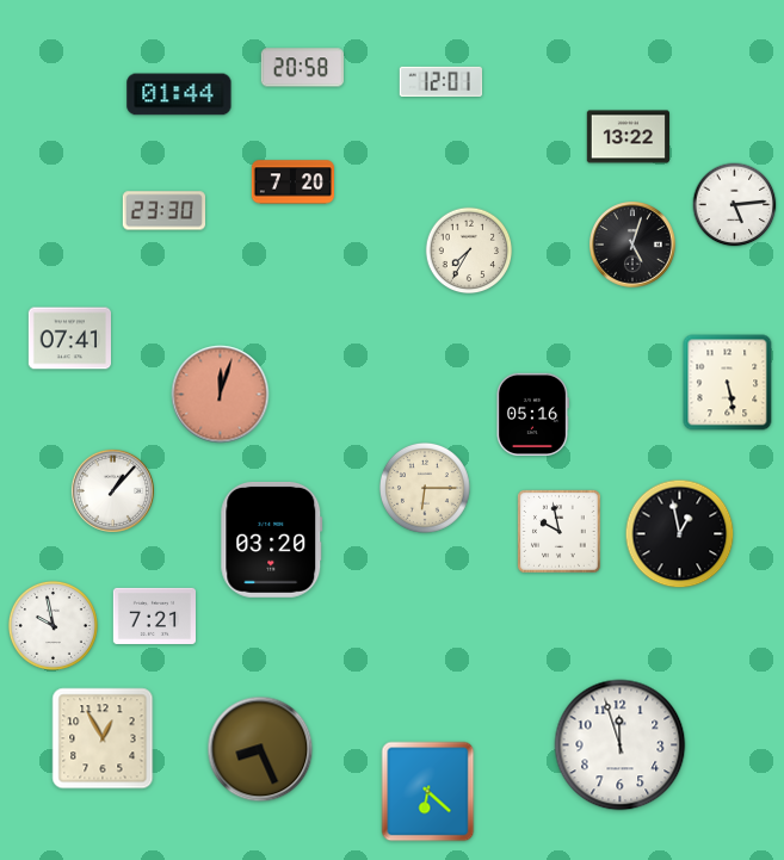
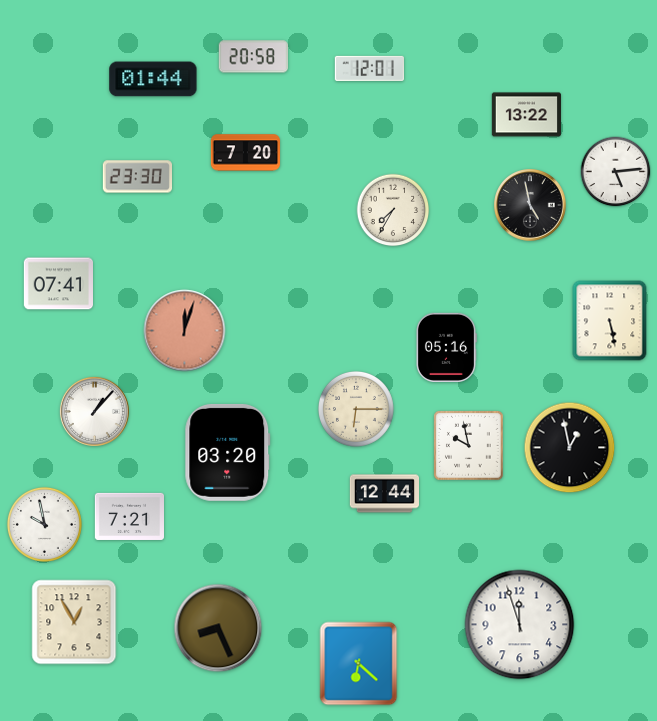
clock at (179, 94) position: (179, 94) -> (153, 79)
clock at (634, 246): 5:03 -> 4:58
clock at (384, 494): none -> 12:44
clock at (103, 738) position: (103, 738) -> (74, 622)
